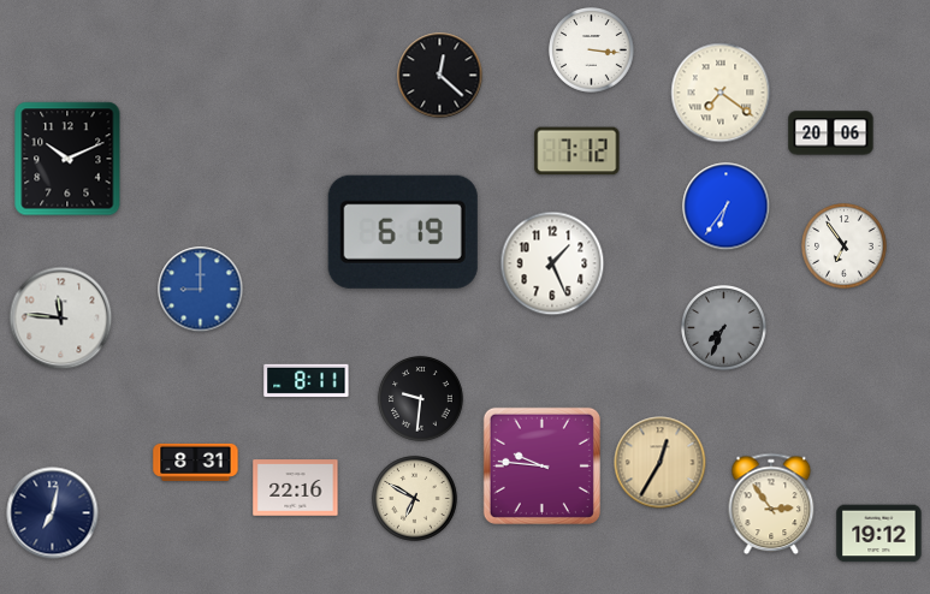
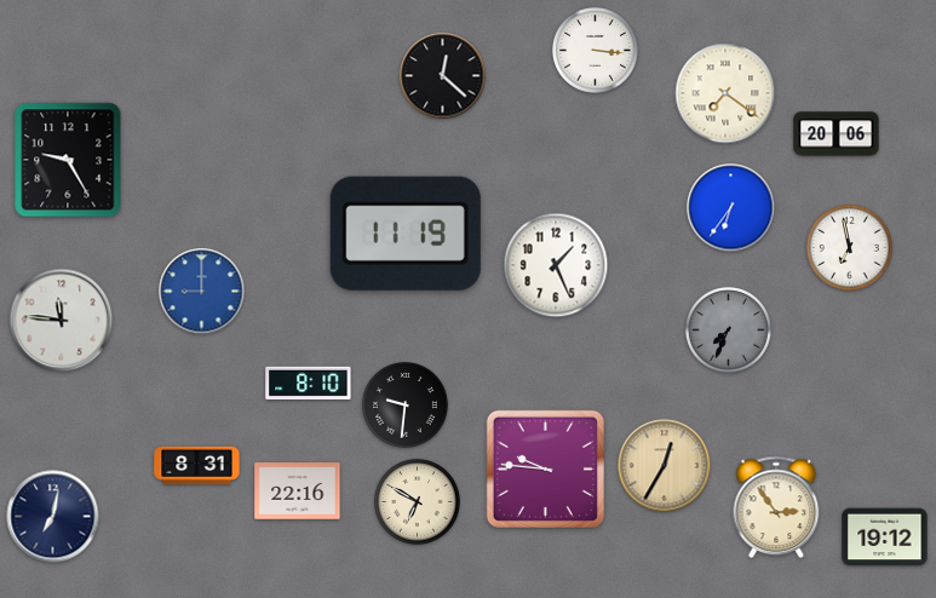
clock at (577, 152): 7:12 -> none
clock at (67, 159): 10:11 -> 9:25
clock at (403, 232): 6:19 -> 11:19
clock at (845, 246): 6:54 -> 6:58
clock at (307, 380): 8:11 -> 8:10
clock at (421, 399) position: (421, 399) -> (406, 406)
